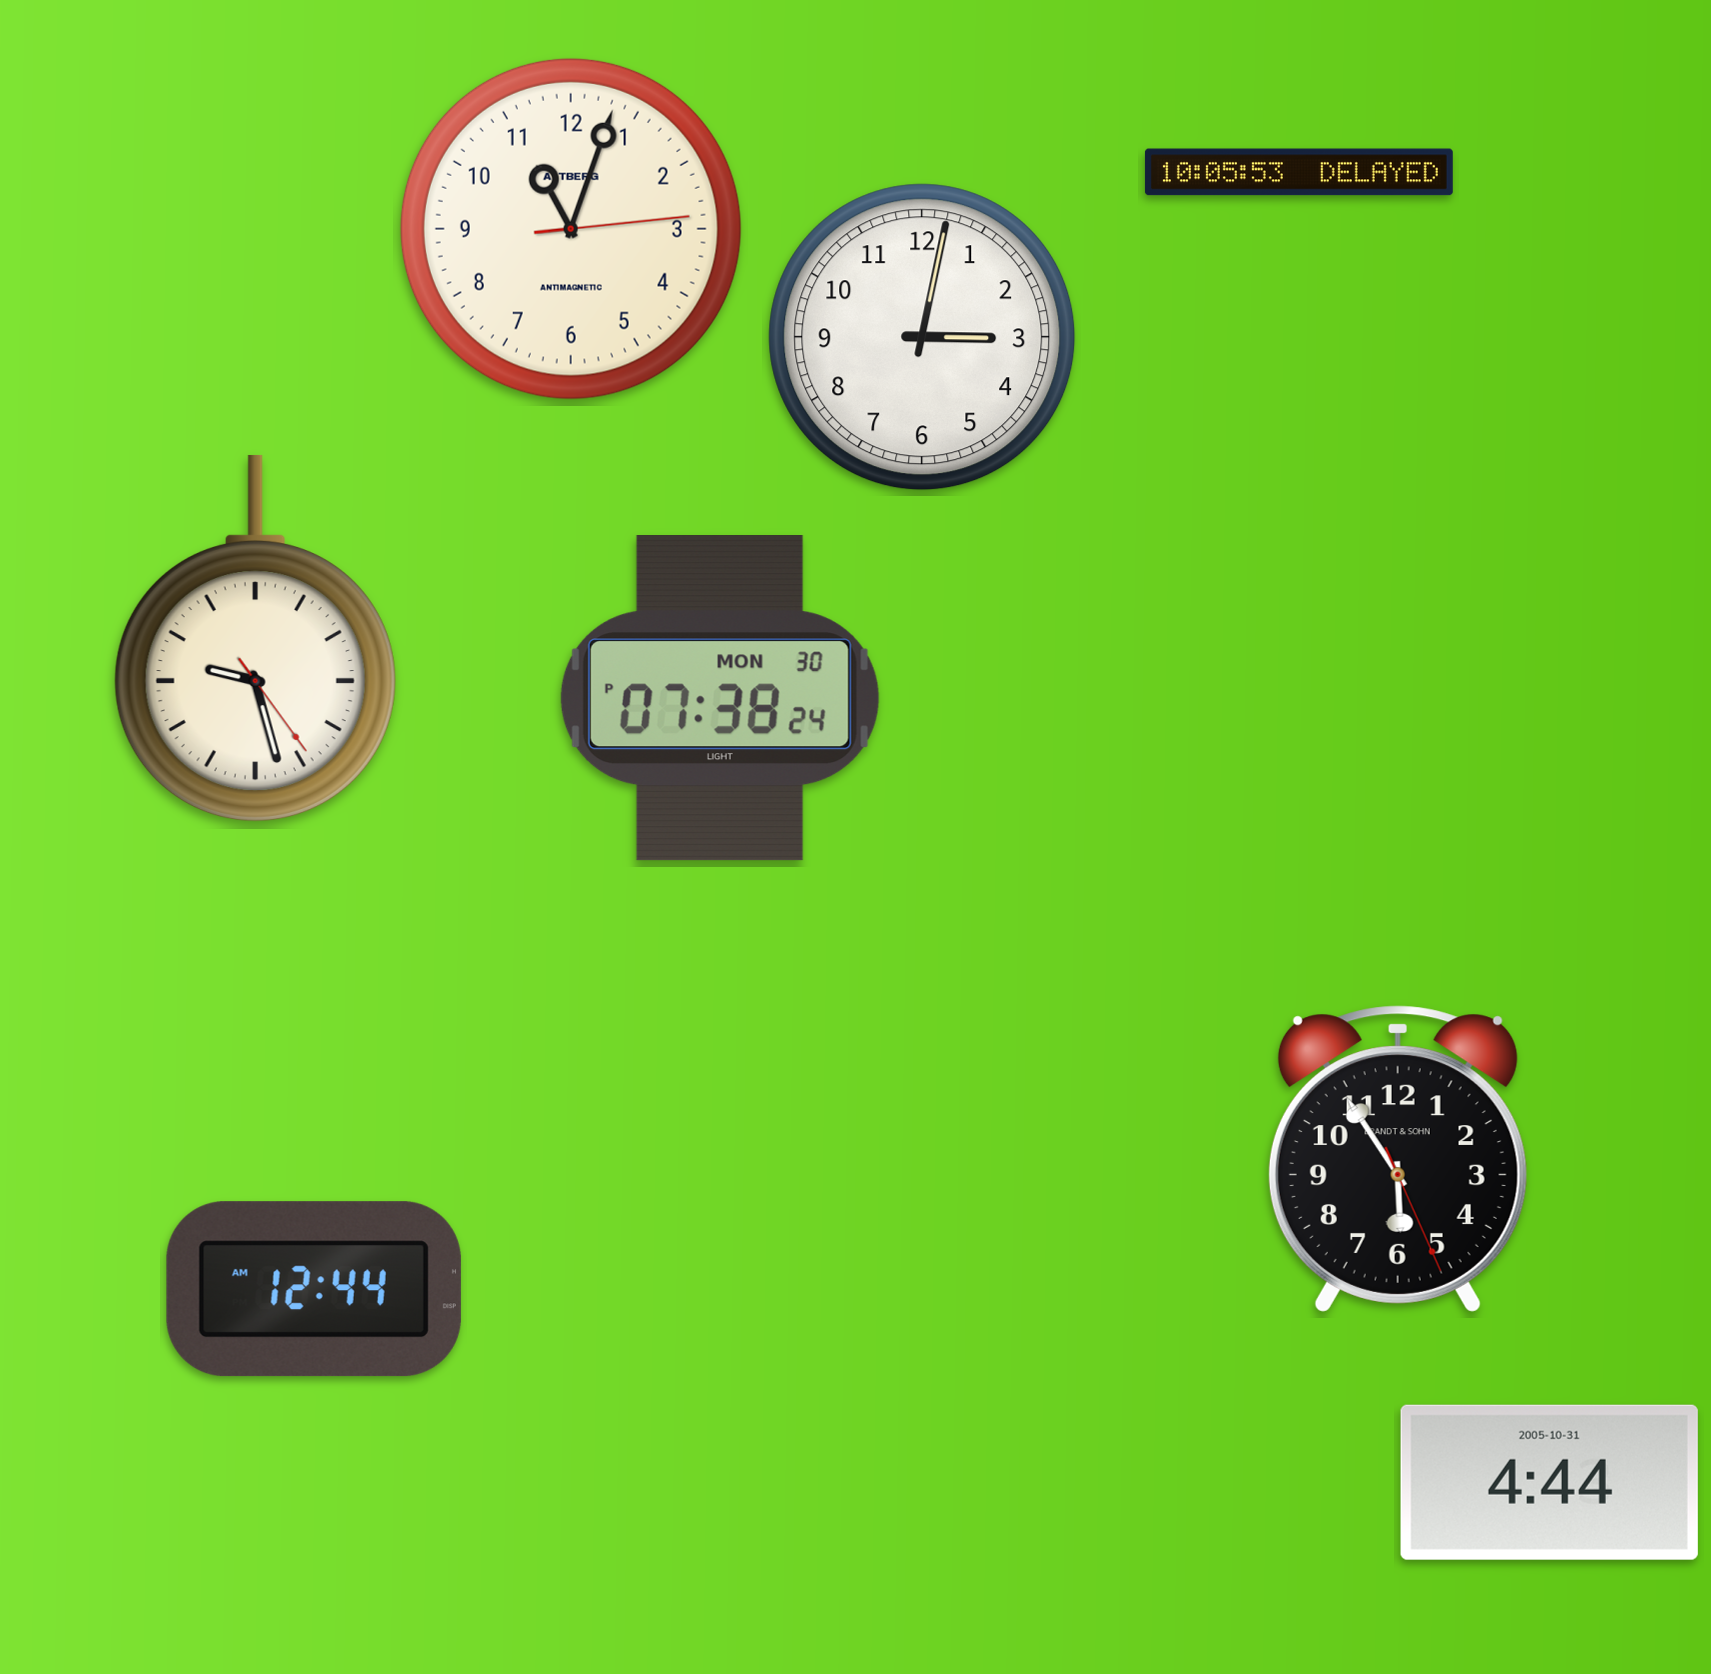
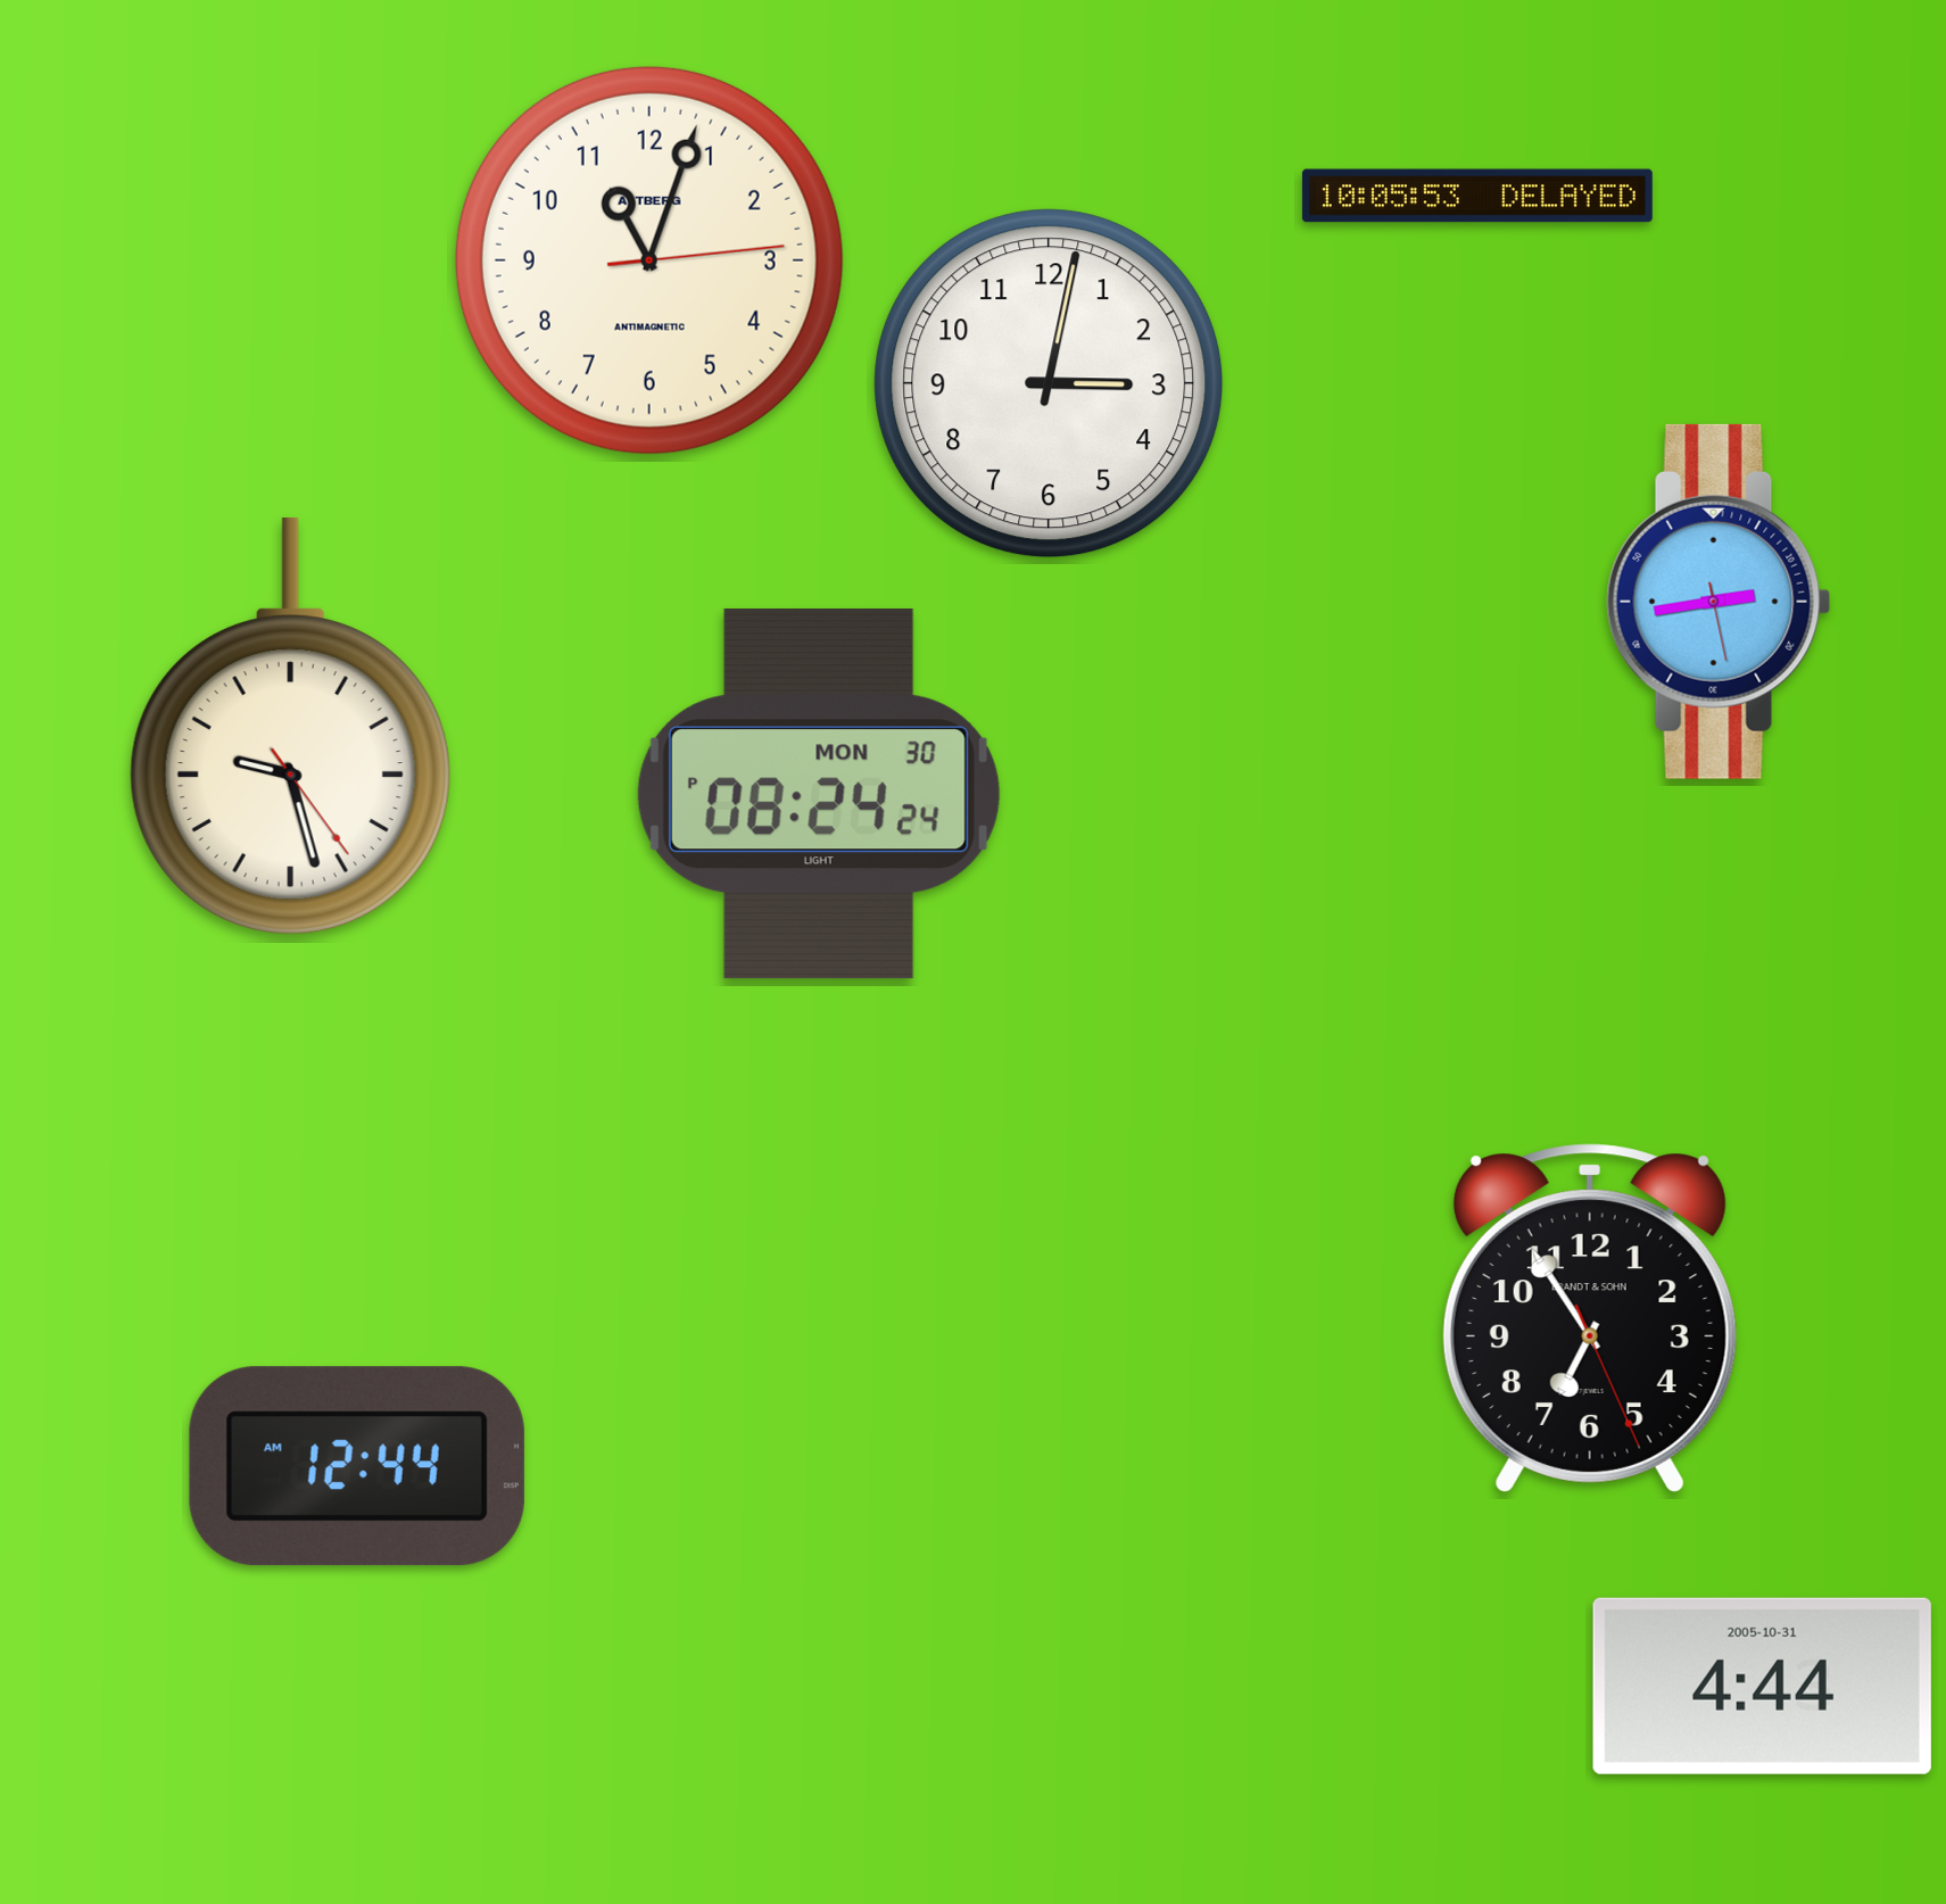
clock at (1719, 602): none -> 2:43
clock at (720, 698): 07:38 -> 08:24
clock at (1398, 1159): 5:54 -> 6:54
